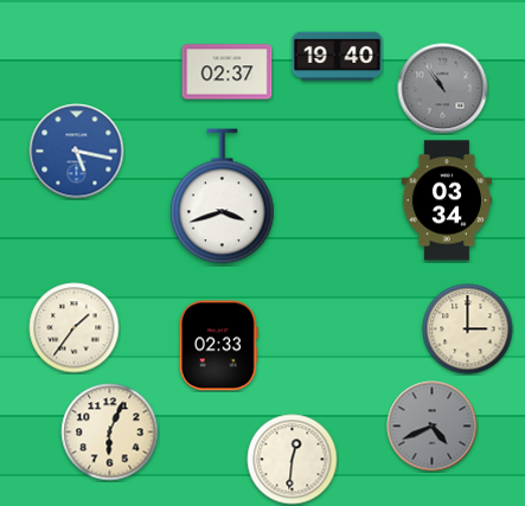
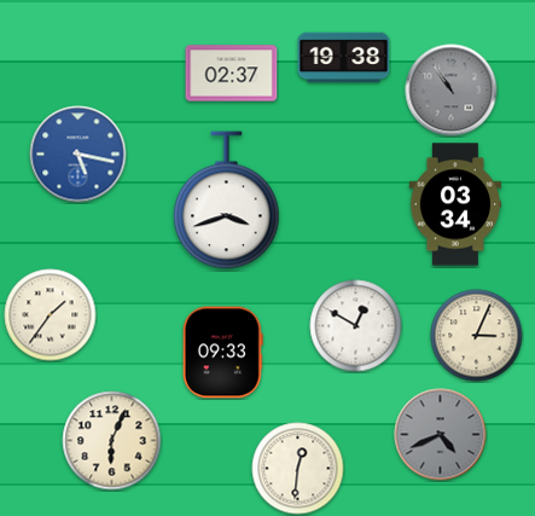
clock at (338, 57): 19:40 -> 19:38
clock at (356, 326): none -> 12:50
clock at (75, 328) position: (75, 328) -> (51, 315)
clock at (468, 329): 3:00 -> 3:04
clock at (218, 346): 02:33 -> 09:33
